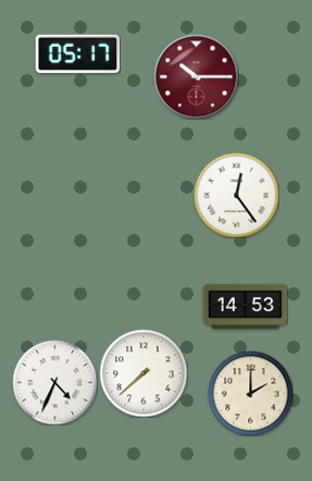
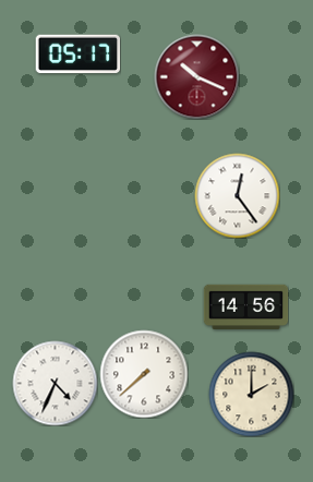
clock at (196, 76): 10:15 -> 10:19
clock at (245, 306): 14:53 -> 14:56
